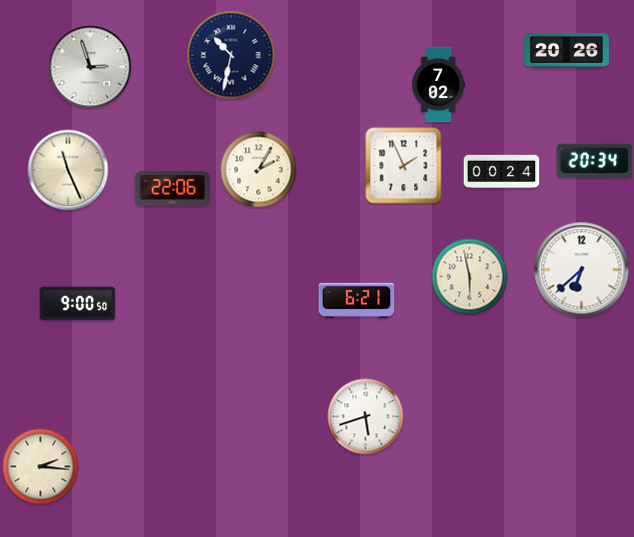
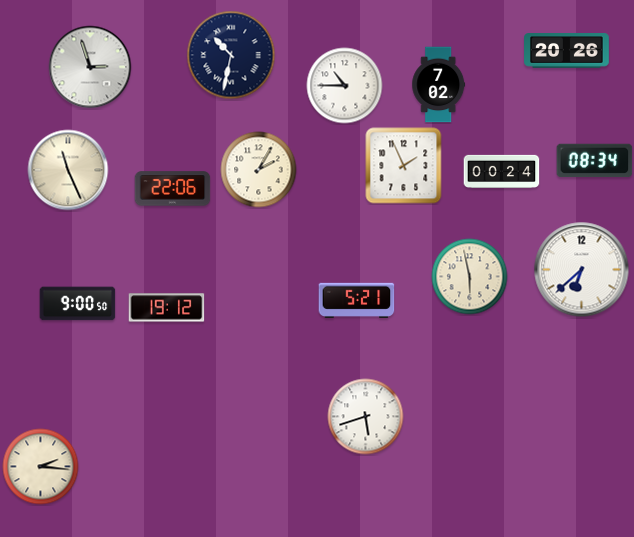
clock at (345, 86): none -> 10:45
clock at (595, 161): 20:34 -> 08:34
clock at (357, 300): 6:21 -> 5:21
clock at (167, 308): none -> 19:12
